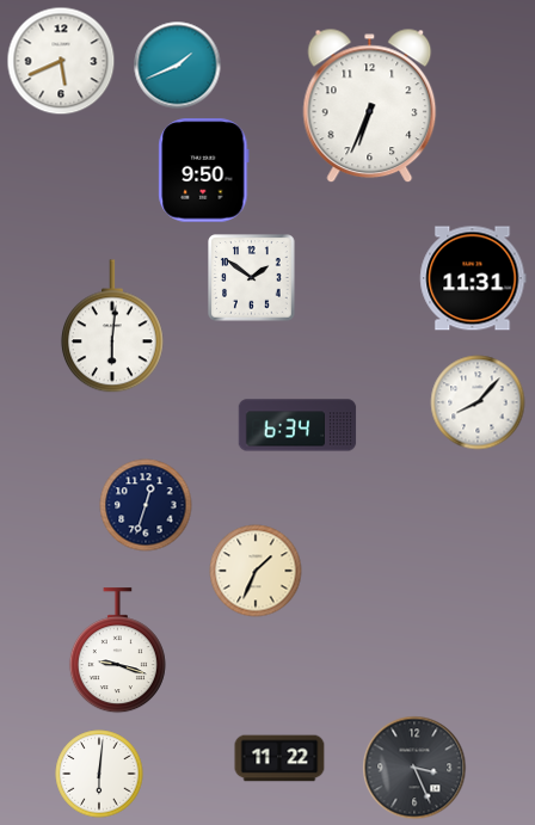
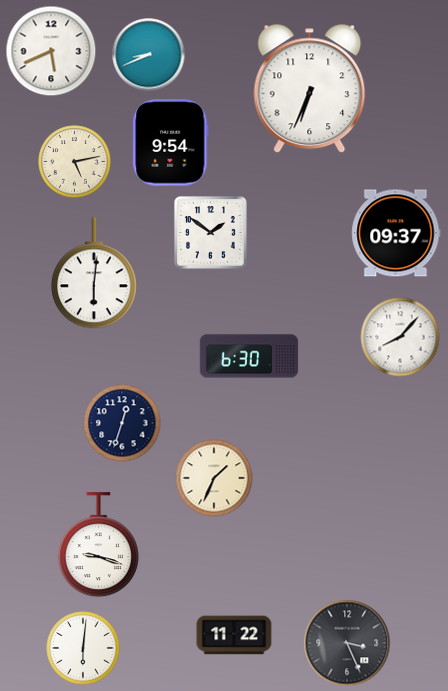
clock at (178, 66): 1:41 -> 8:41
clock at (204, 171): 9:50 -> 9:54
clock at (75, 162): none -> 5:13
clock at (473, 278): 11:31 -> 09:37
clock at (297, 425): 6:34 -> 6:30
